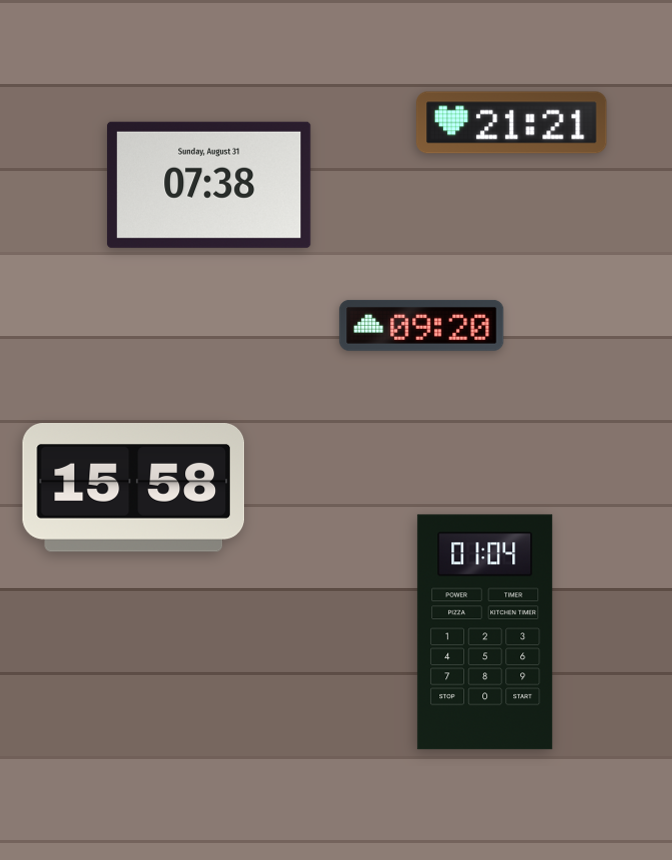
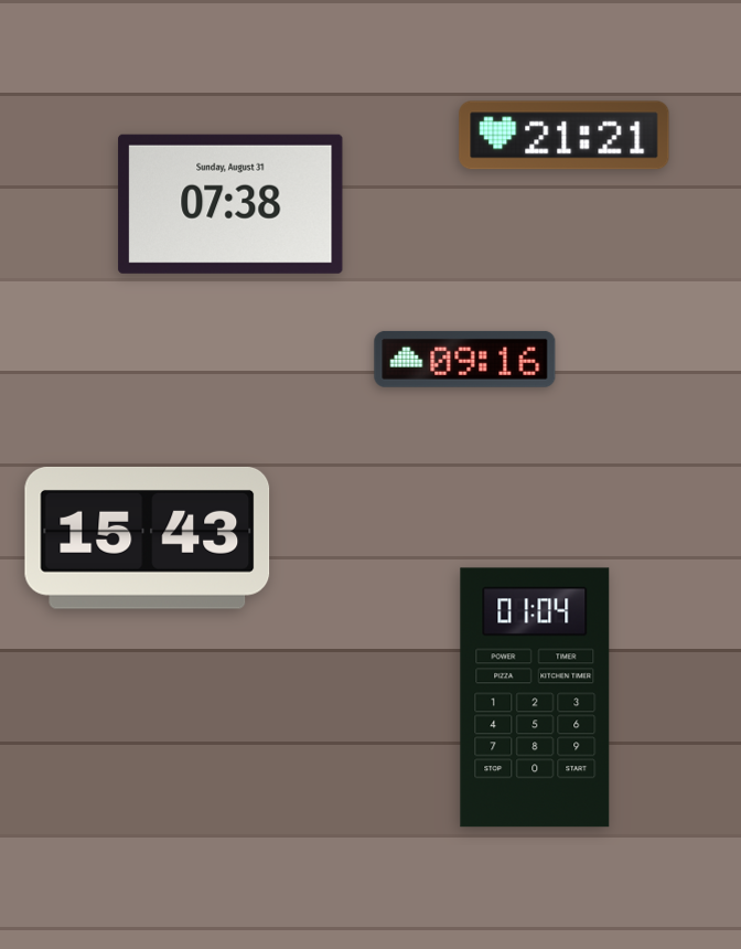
clock at (422, 325): 09:20 -> 09:16
clock at (134, 487): 15:58 -> 15:43
